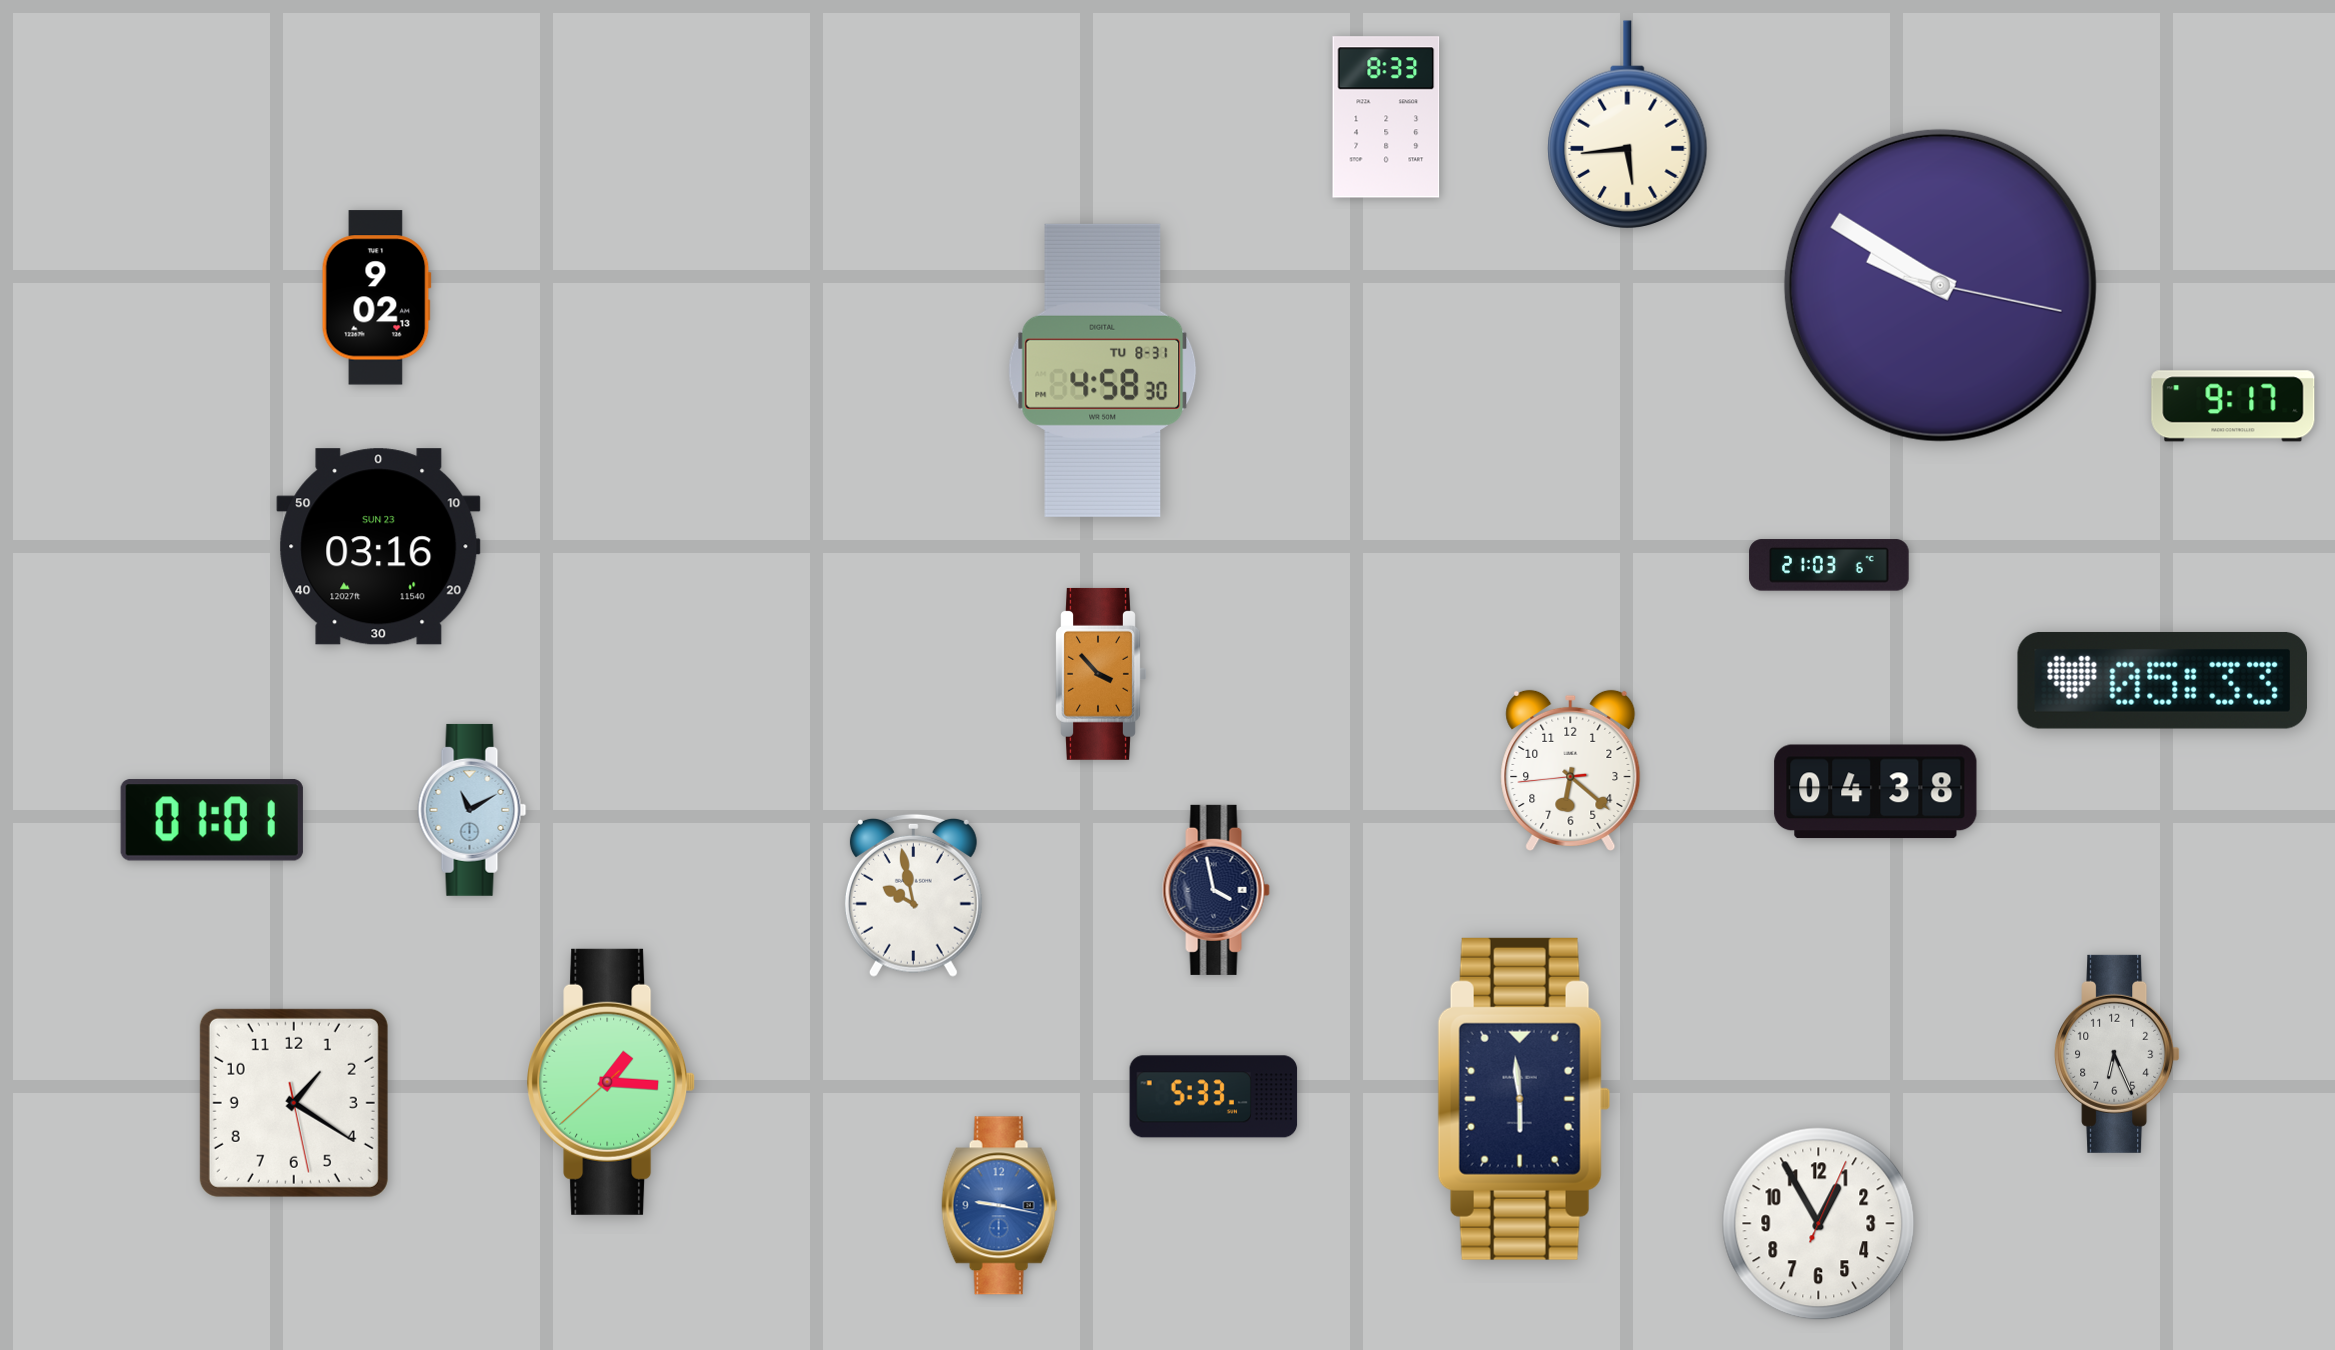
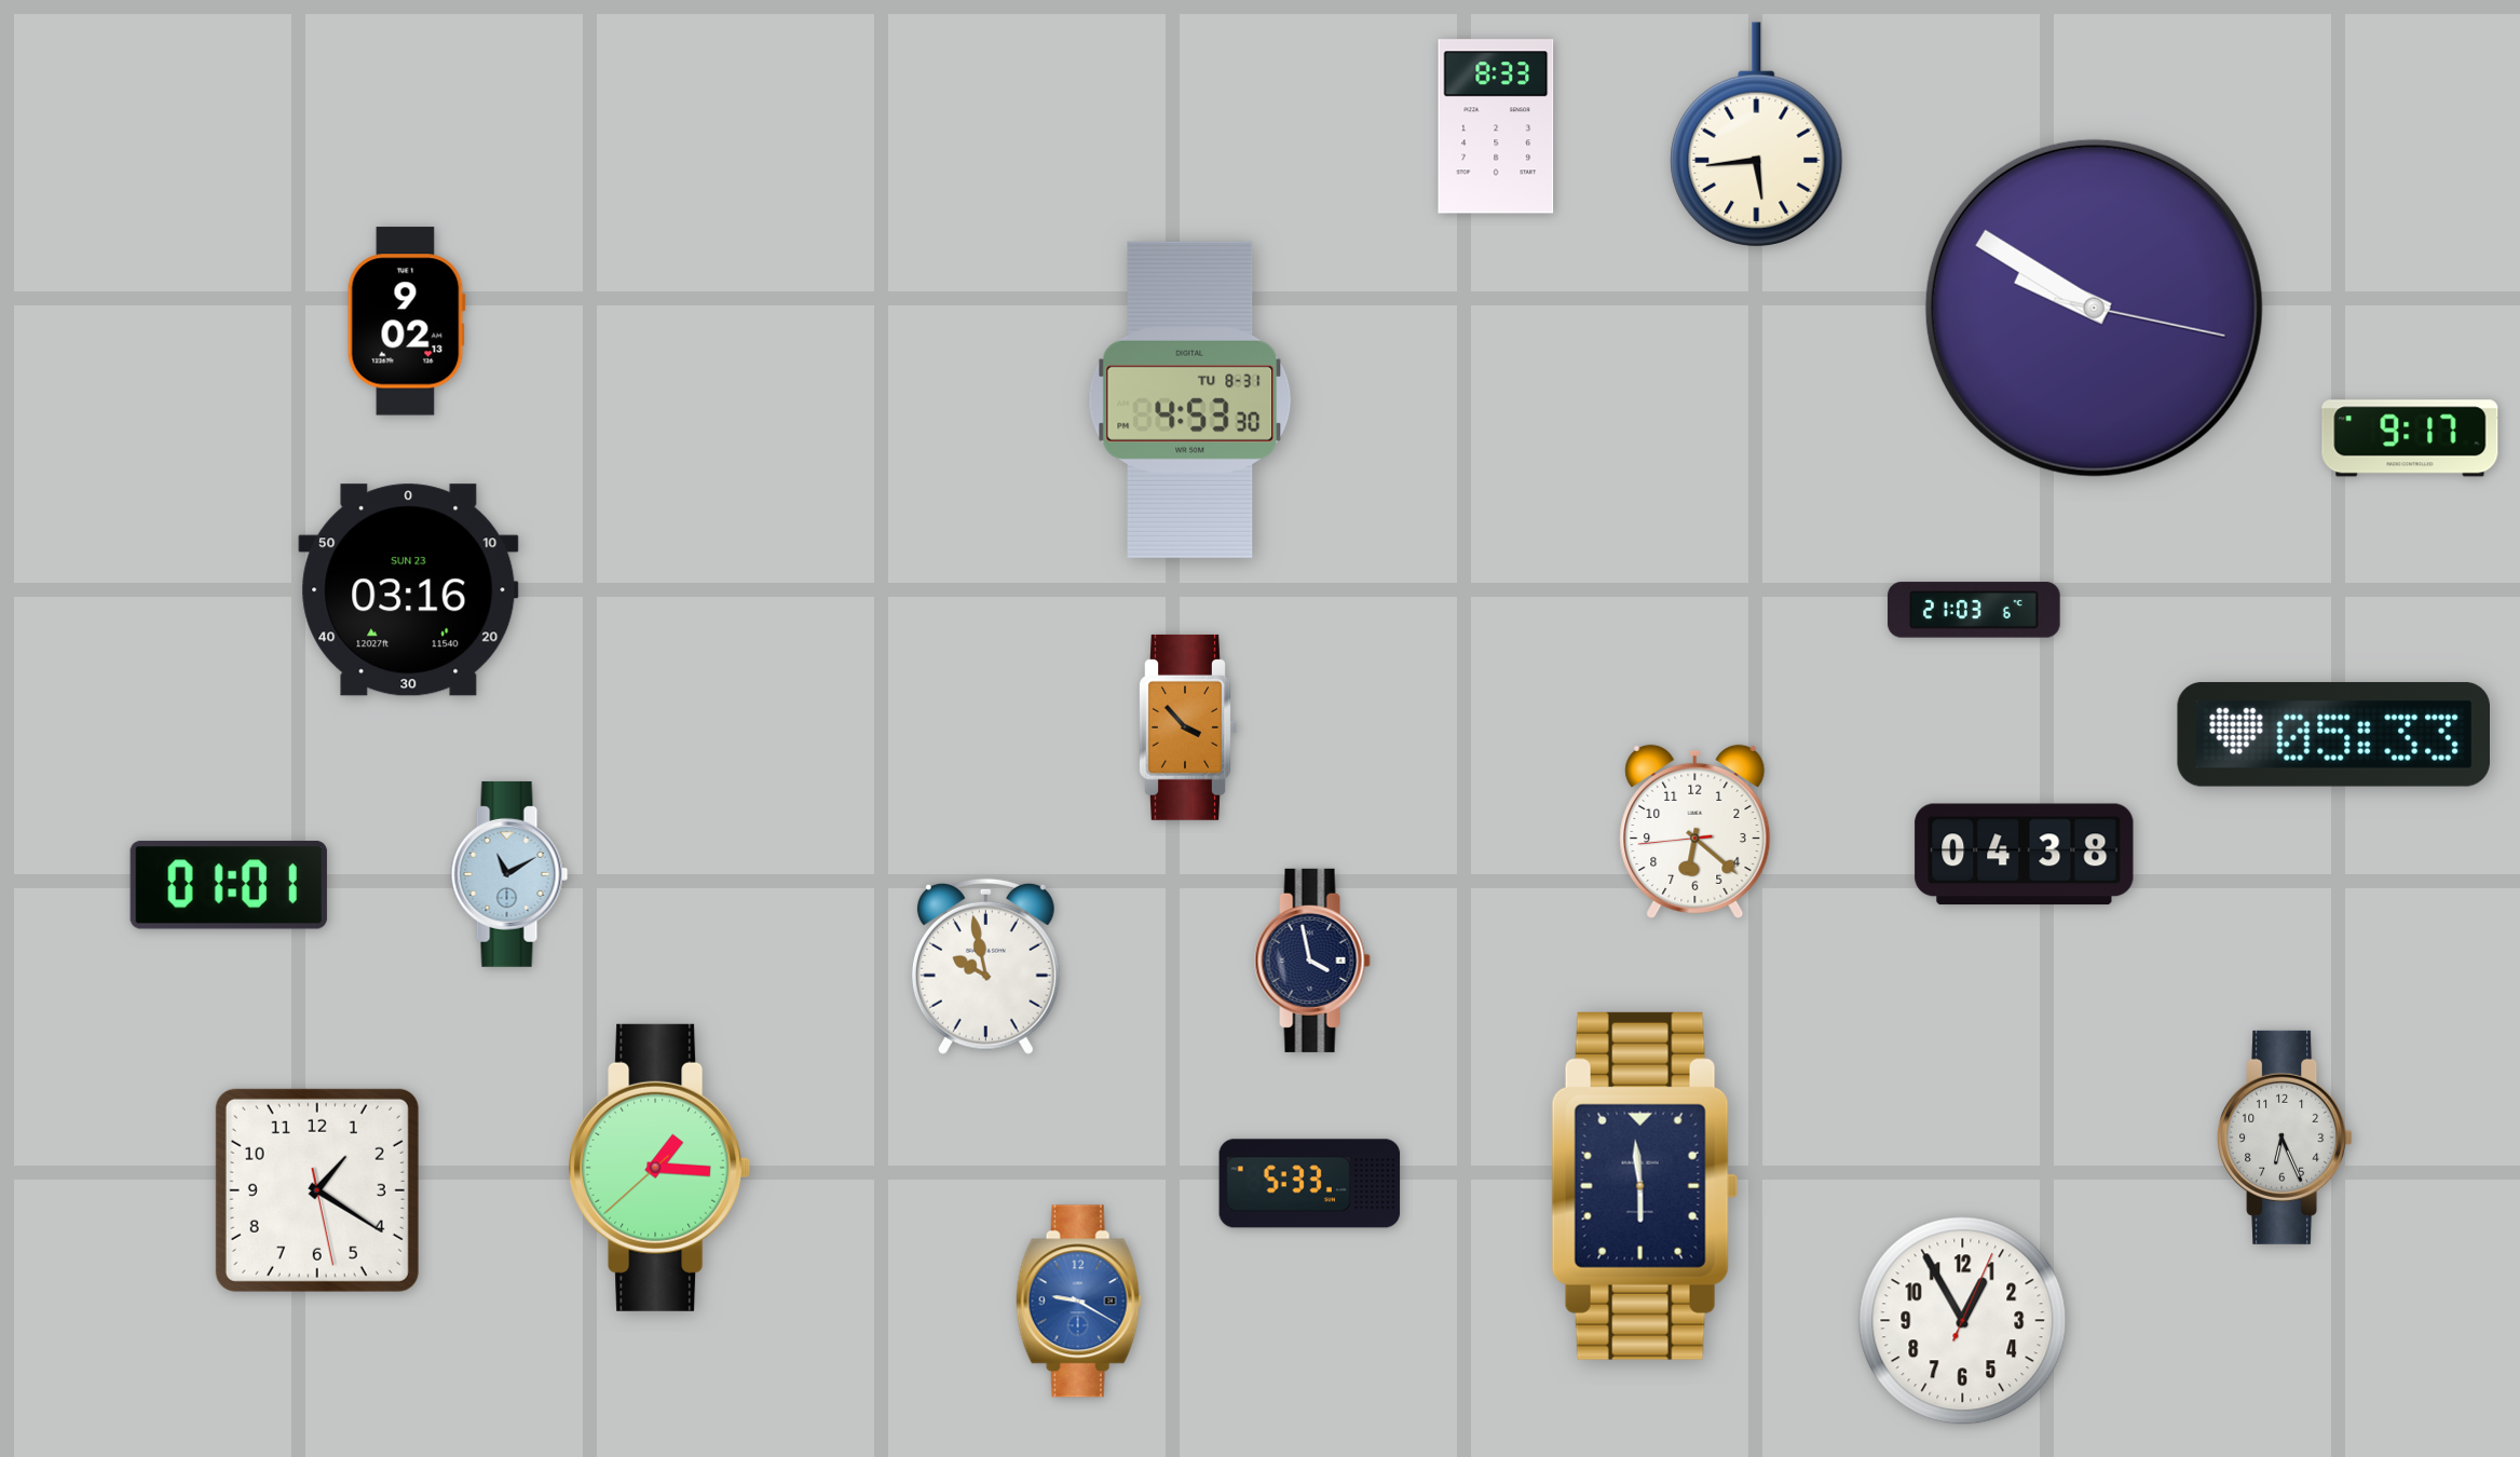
clock at (1103, 370): 4:58 -> 4:53
clock at (999, 1206): 9:17 -> 9:20
